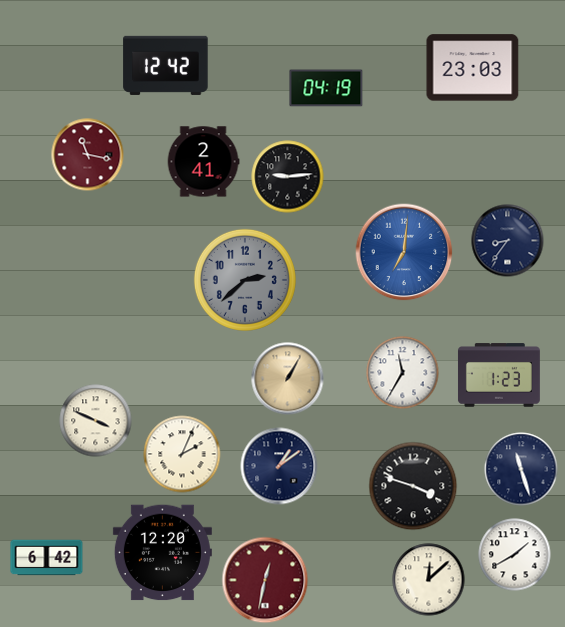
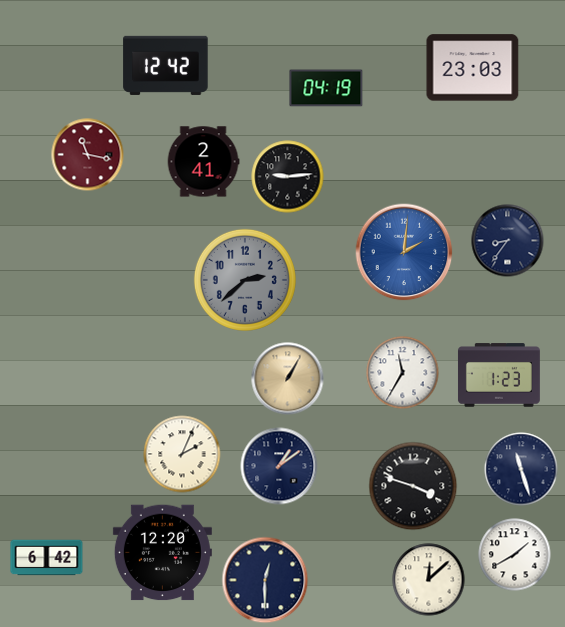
clock at (404, 252): 7:01 -> 2:01
clock at (96, 421): 3:49 -> none
clock at (265, 580): 12:32 -> 12:30
clock at (265, 580) dial: burgundy -> navy
